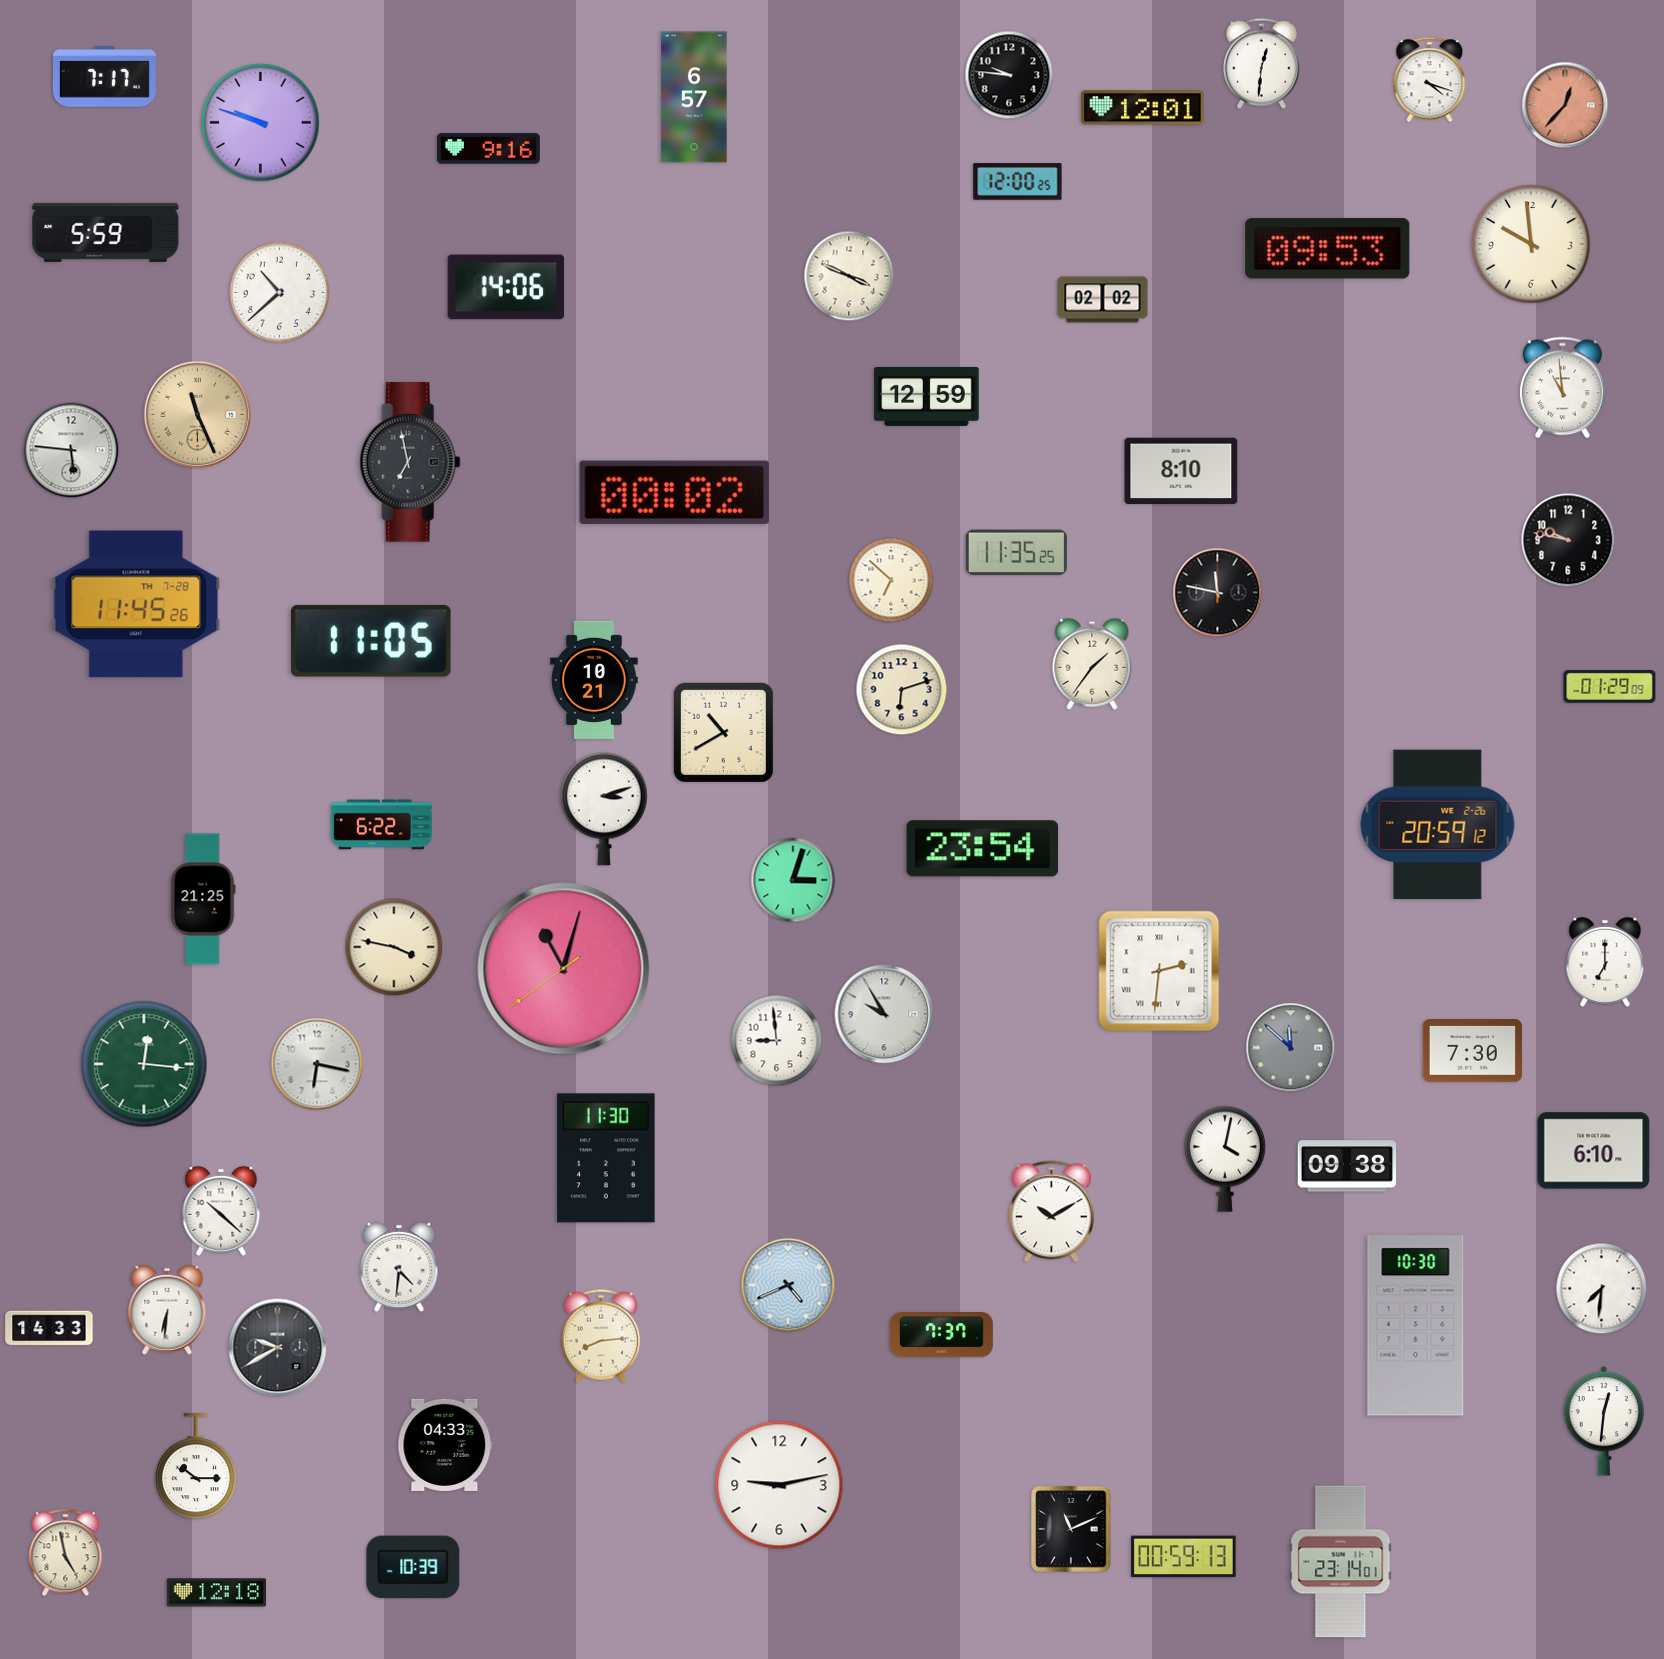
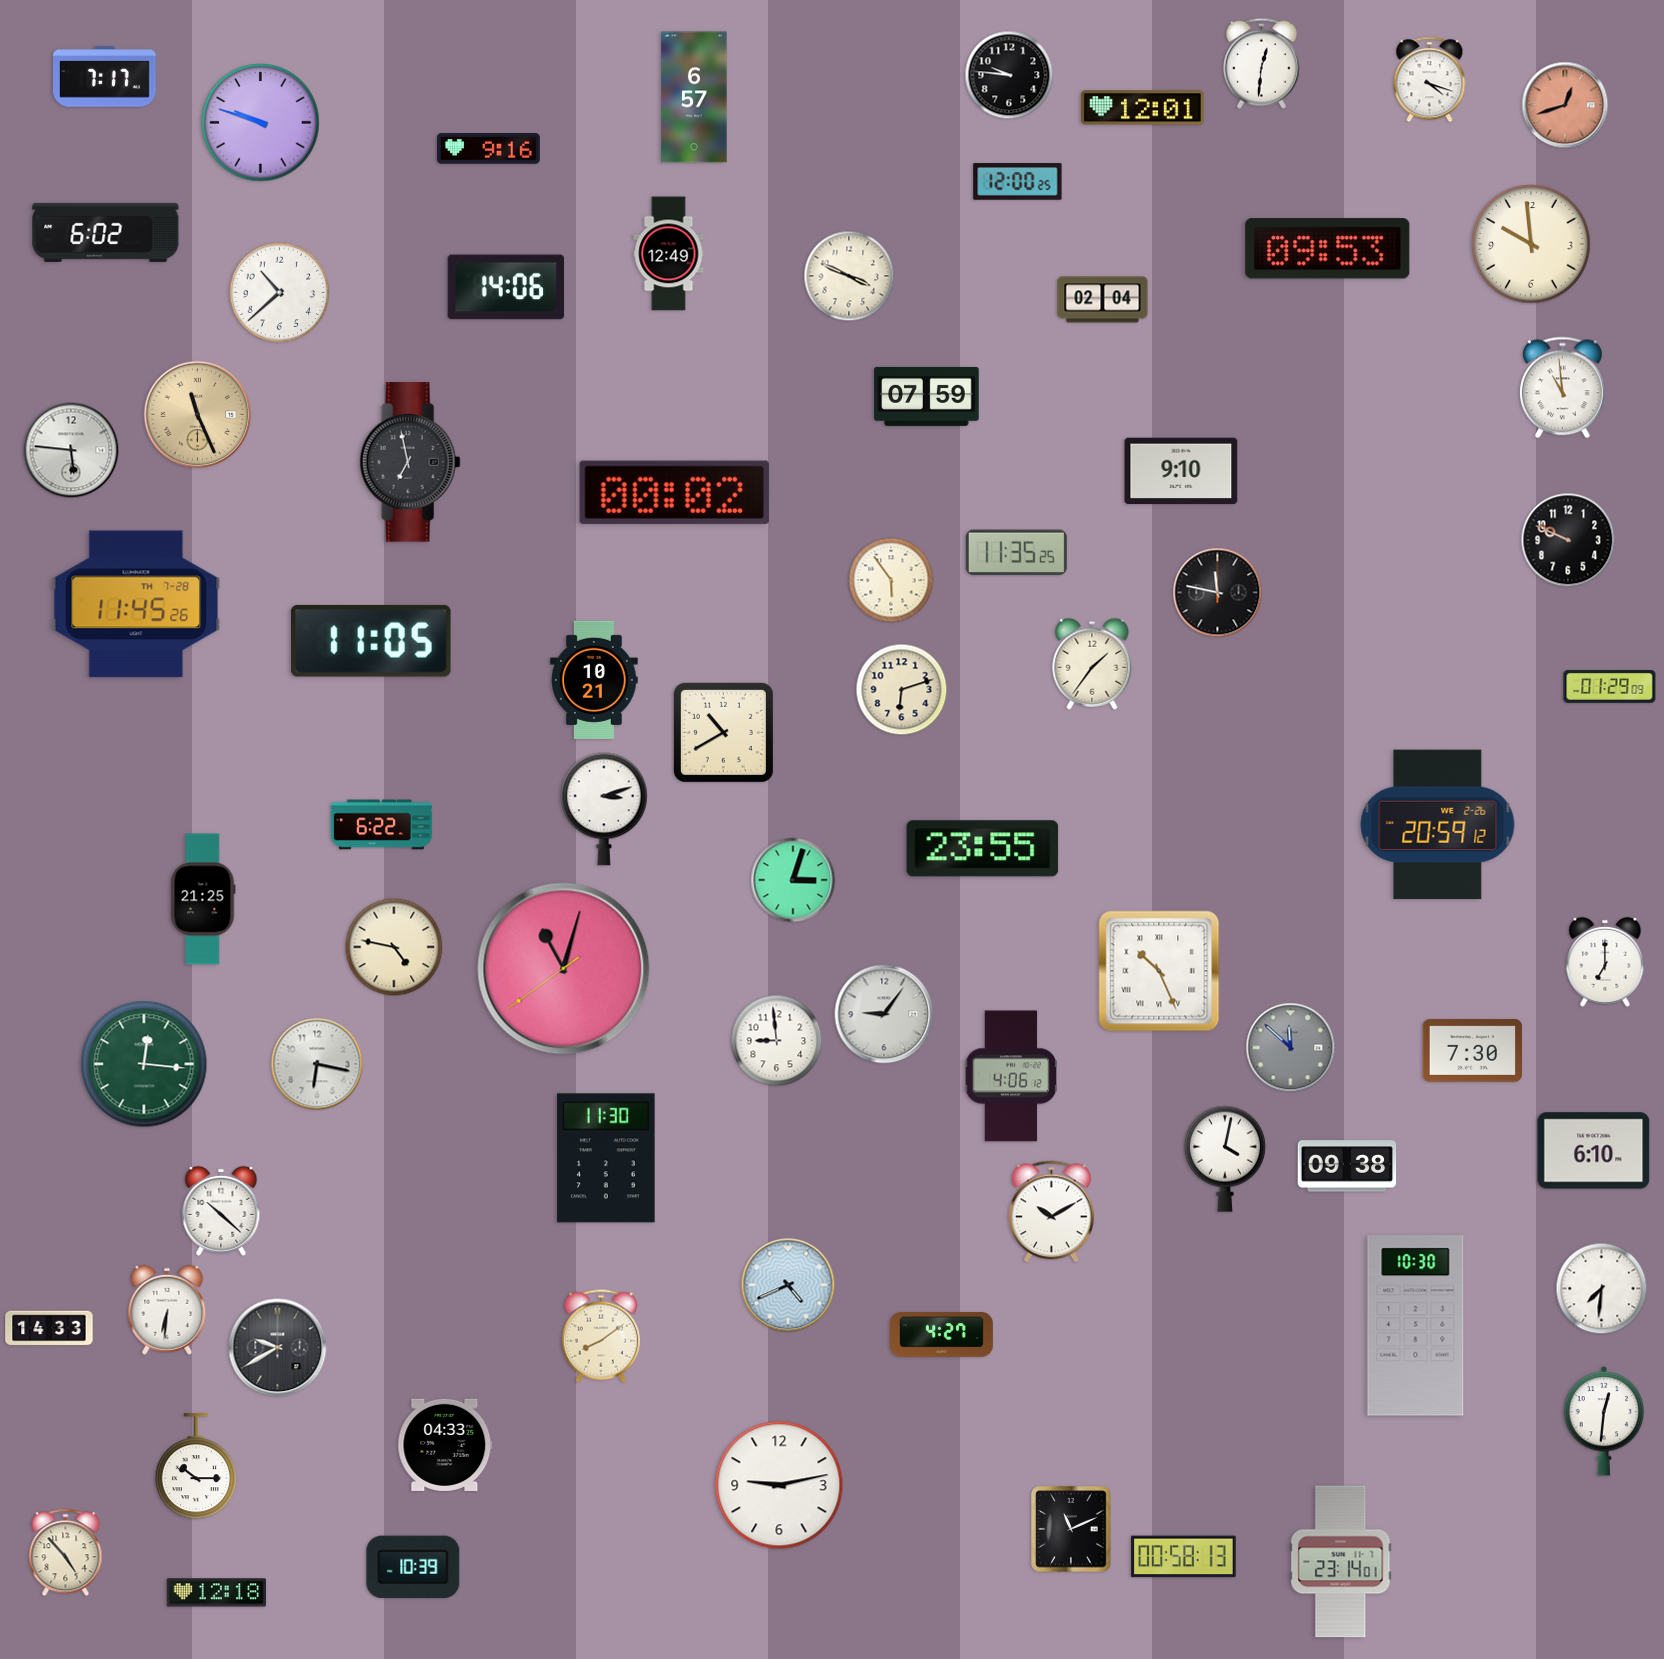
clock at (1565, 105): 12:37 -> 12:42
clock at (106, 232): 5:59 -> 6:02
clock at (669, 254): none -> 12:49
clock at (1103, 300): 02:02 -> 02:04
clock at (927, 396): 12:59 -> 07:59
clock at (1181, 471): 8:10 -> 9:10
clock at (1568, 540): 9:47 -> 9:49
clock at (891, 580): 6:52 -> 5:54
clock at (983, 849): 23:54 -> 23:55
clock at (394, 947): 3:47 -> 4:47
clock at (1159, 971): 2:31 -> 10:26
clock at (884, 1014): 9:55 -> 9:06
clock at (1011, 1076): none -> 4:06
clock at (399, 1267): 4:31 -> none
clock at (942, 1335): 7:37 -> 4:27
clock at (600, 1336): 8:14 -> 8:09
clock at (66, 1553): 4:58 -> 4:53
clock at (1184, 1557): 00:59 -> 00:58
